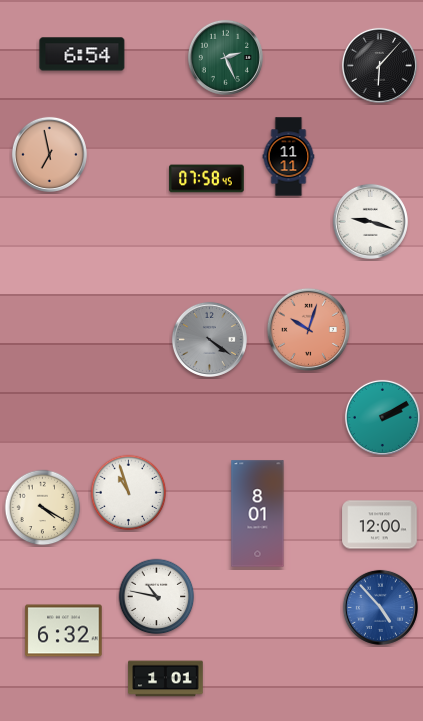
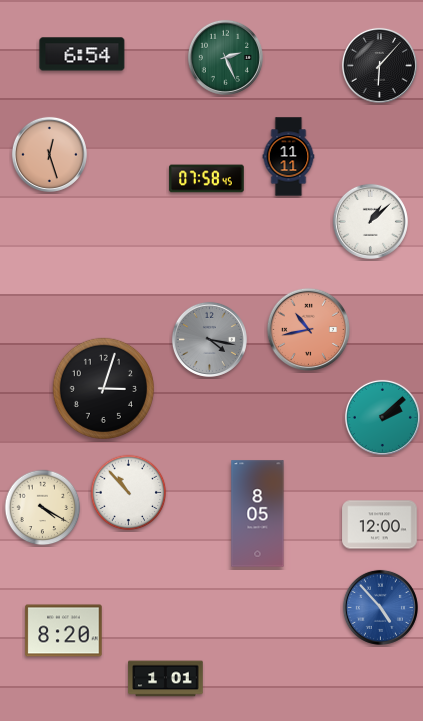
clock at (49, 154): 6:58 -> 12:27
clock at (370, 221): 9:18 -> 1:08
clock at (308, 329): 10:03 -> 10:43
clock at (209, 339): 4:21 -> 4:17
clock at (103, 388): none -> 3:03
clock at (382, 417): 2:10 -> 2:08
clock at (129, 493): 10:57 -> 10:53
clock at (258, 514): 8:01 -> 8:05
clock at (157, 597): 10:47 -> none
clock at (64, 631): 6:32 -> 8:20
